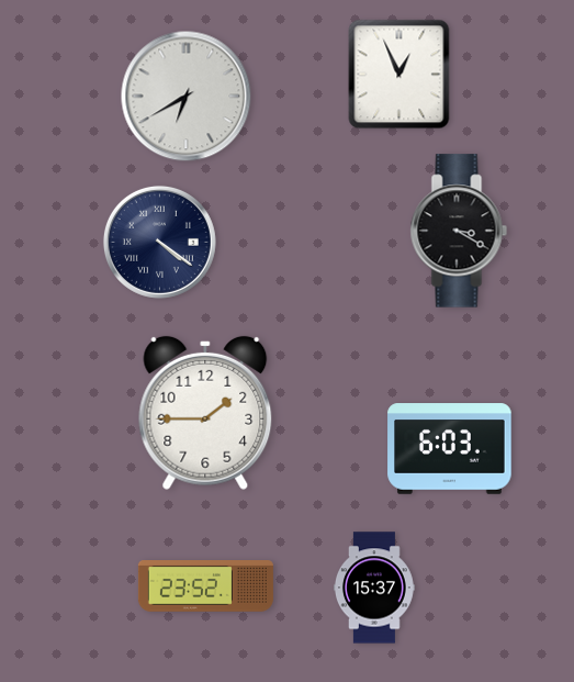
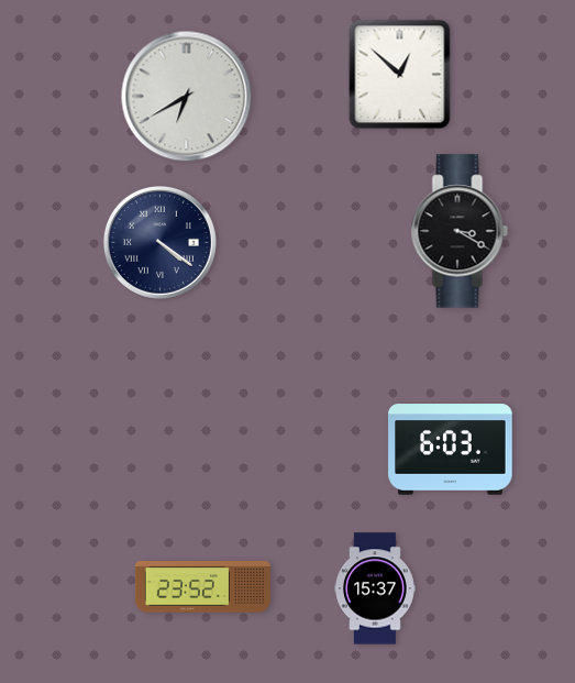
clock at (399, 75): 12:56 -> 12:52
clock at (205, 413): 1:45 -> none
clock at (205, 586) position: (205, 586) -> (202, 587)
